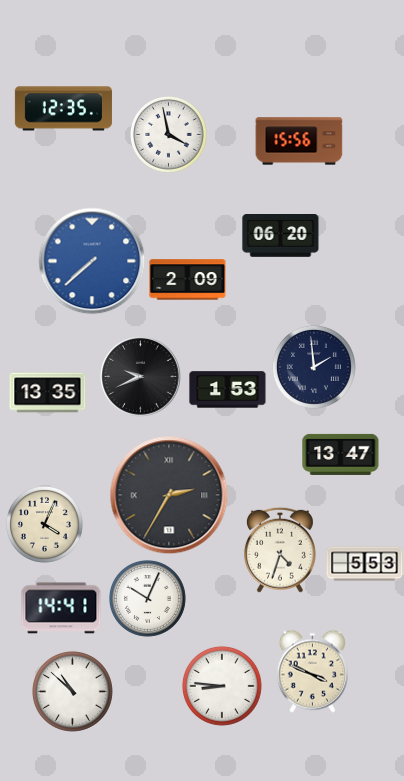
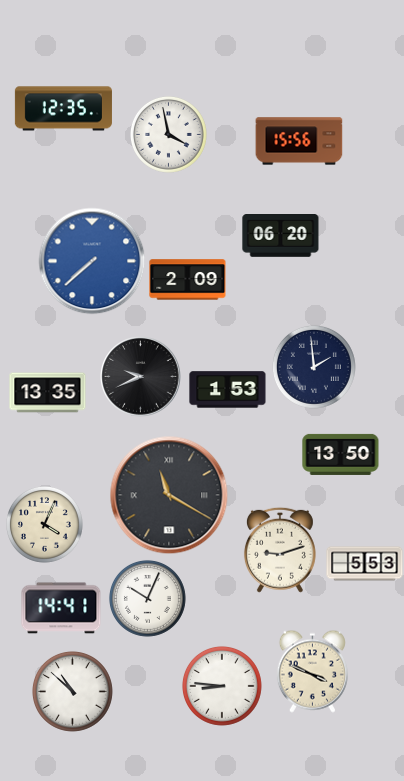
clock at (341, 454): 13:47 -> 13:50
clock at (169, 495): 2:35 -> 11:20
clock at (280, 550): 4:33 -> 9:12
